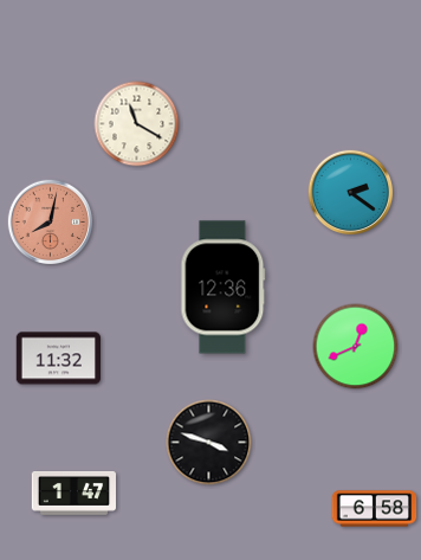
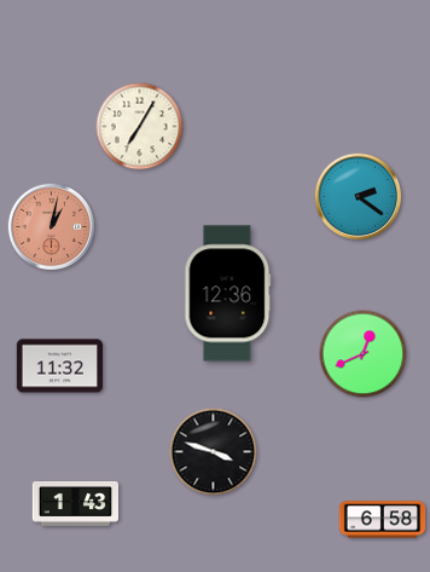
clock at (137, 124): 11:20 -> 7:05
clock at (51, 223): 8:02 -> 1:02
clock at (75, 494): 1:47 -> 1:43
